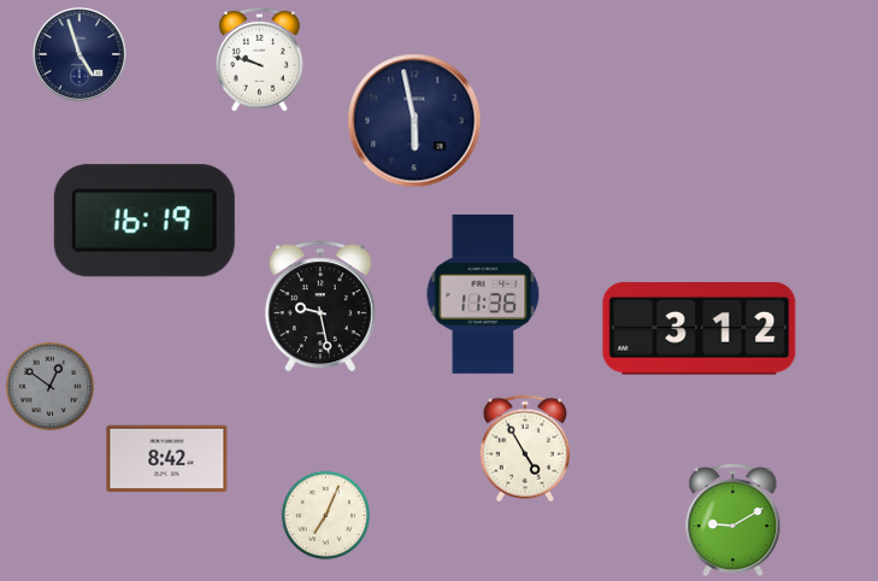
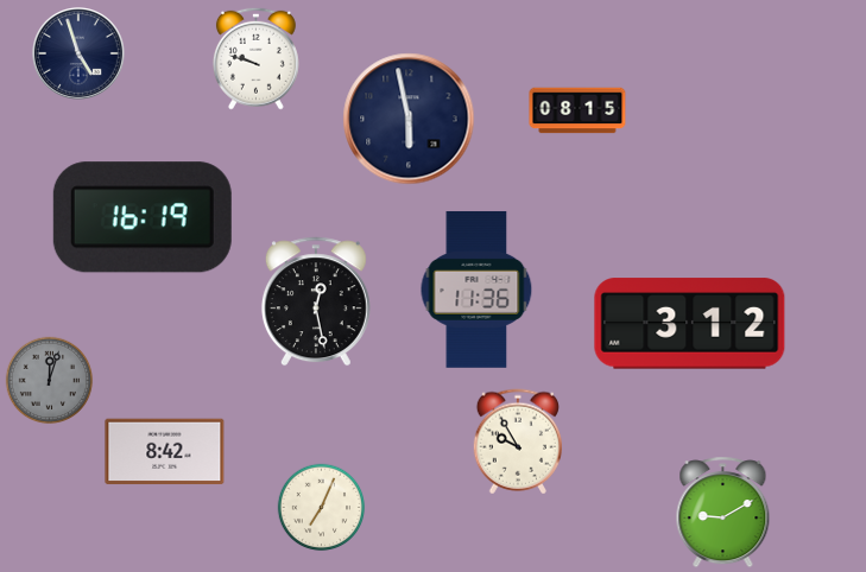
clock at (577, 110): none -> 08:15
clock at (320, 306): 9:28 -> 12:28
clock at (51, 387): 12:51 -> 12:03
clock at (524, 448): 4:55 -> 9:55
